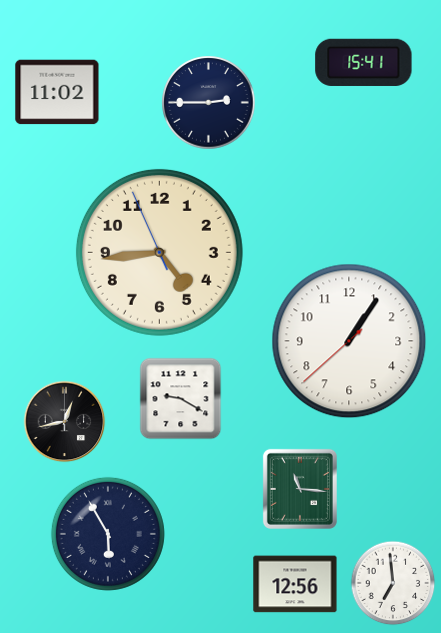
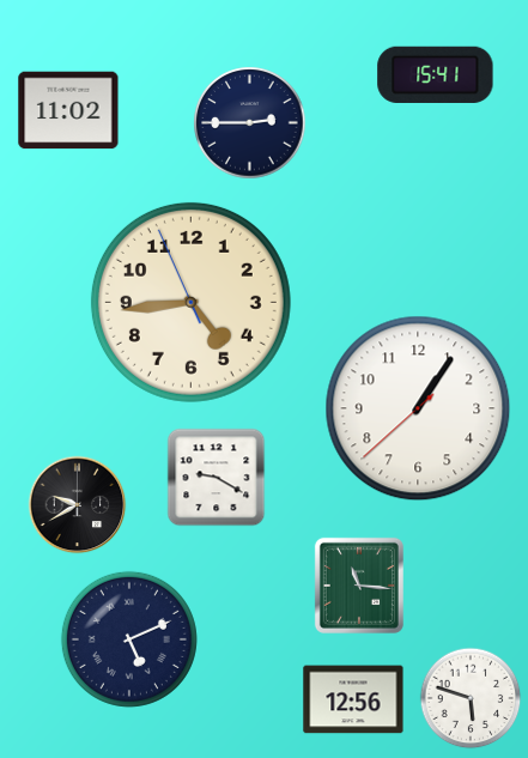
clock at (65, 422): 12:43 -> 9:40
clock at (108, 534): 5:55 -> 5:11
clock at (393, 583): 6:59 -> 5:48
